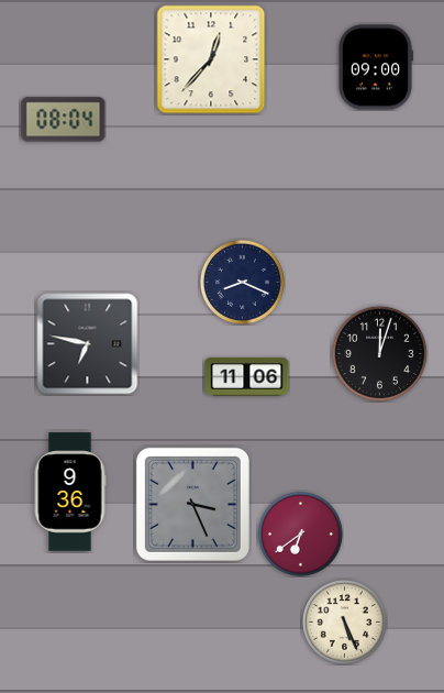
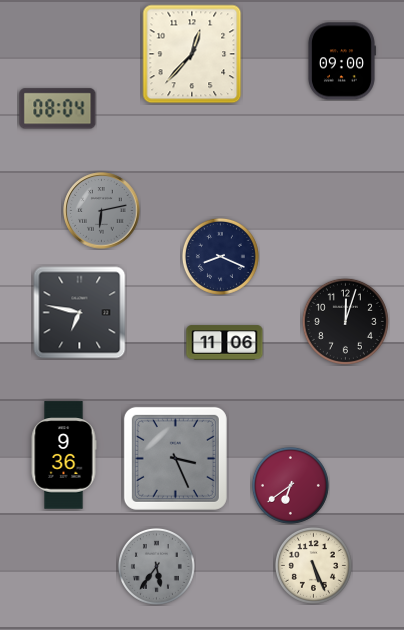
clock at (102, 211): none -> 6:13
clock at (70, 492) position: (70, 492) -> (64, 455)
clock at (300, 533) position: (300, 533) -> (290, 485)
clock at (156, 566): none -> 5:36
